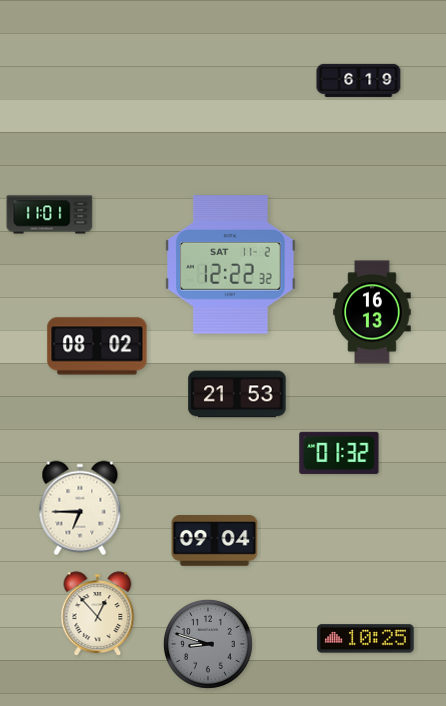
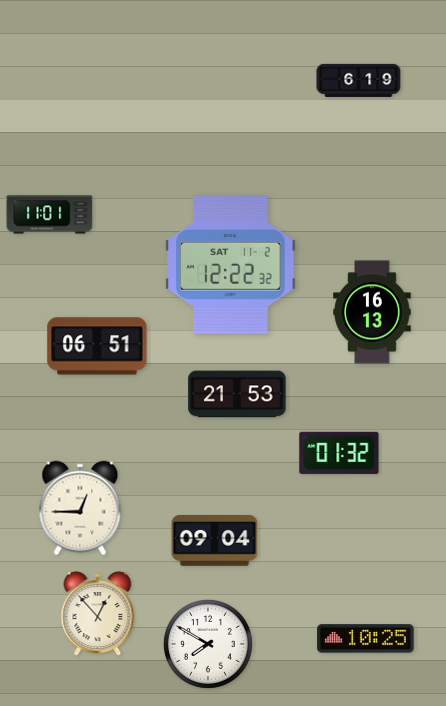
clock at (97, 346): 08:02 -> 06:51
clock at (80, 508): 6:45 -> 12:45
clock at (208, 644): 8:48 -> 7:50
clock at (208, 644) dial: grey -> white
